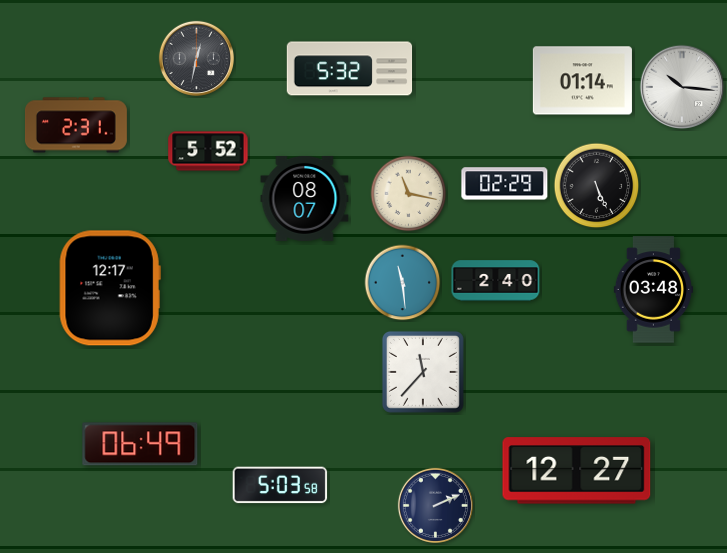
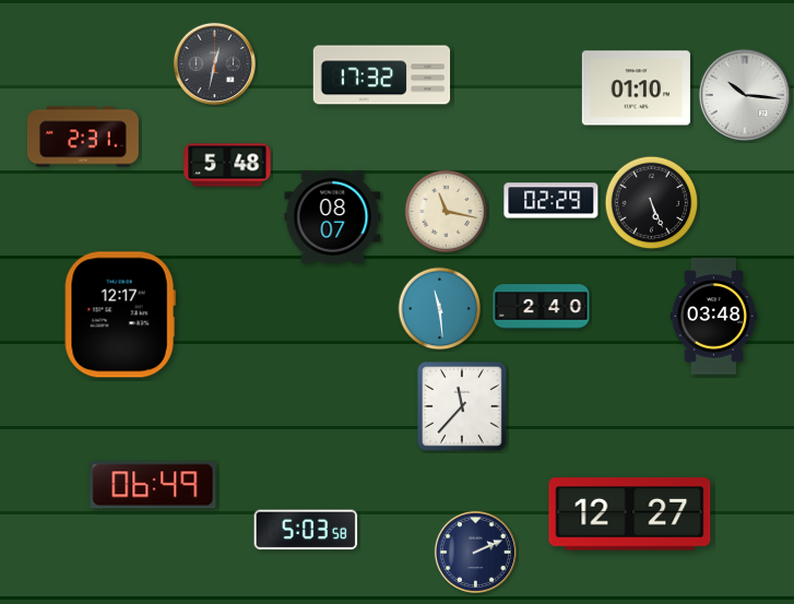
clock at (350, 69): 5:32 -> 17:32
clock at (582, 81): 01:14 -> 01:10
clock at (208, 151): 5:52 -> 5:48
